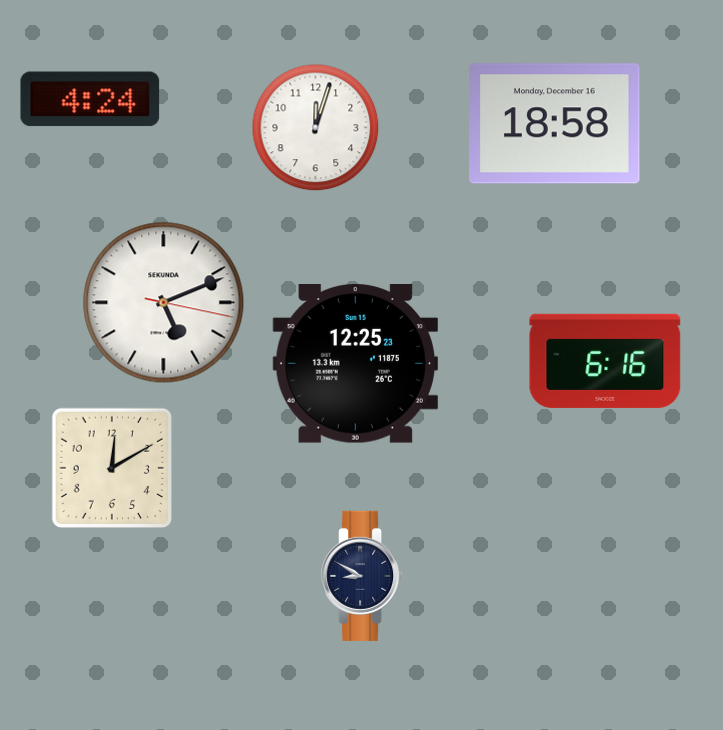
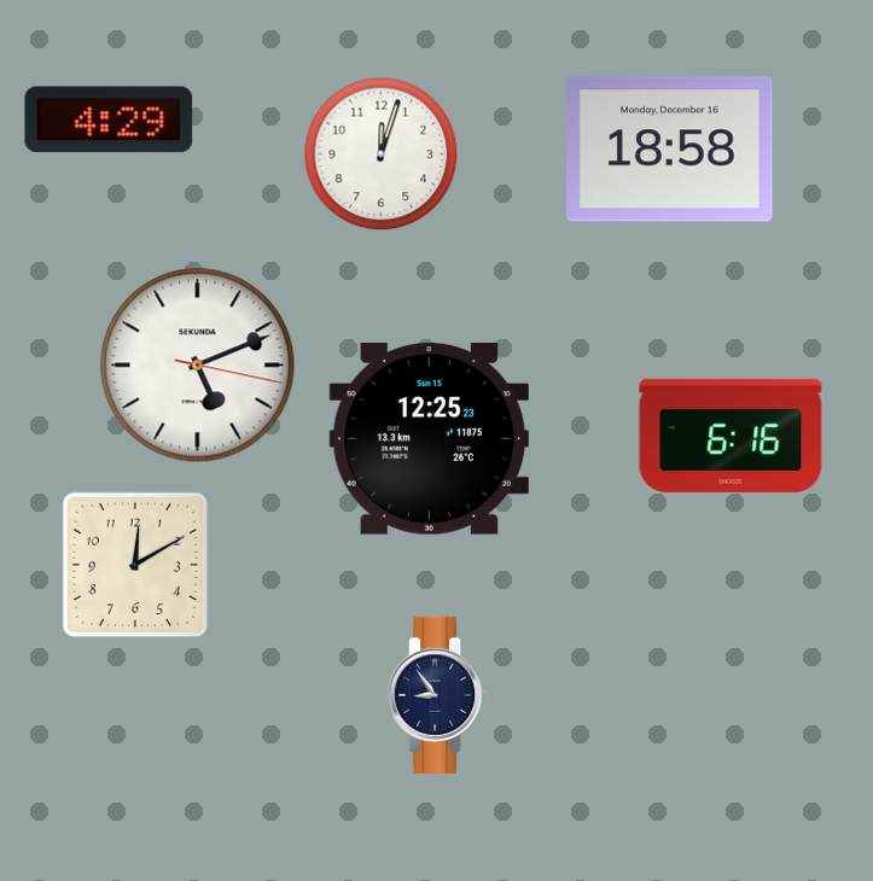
clock at (90, 99): 4:24 -> 4:29
clock at (362, 576): 8:50 -> 8:54
